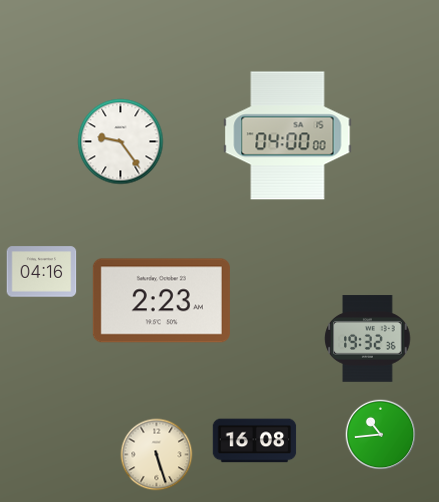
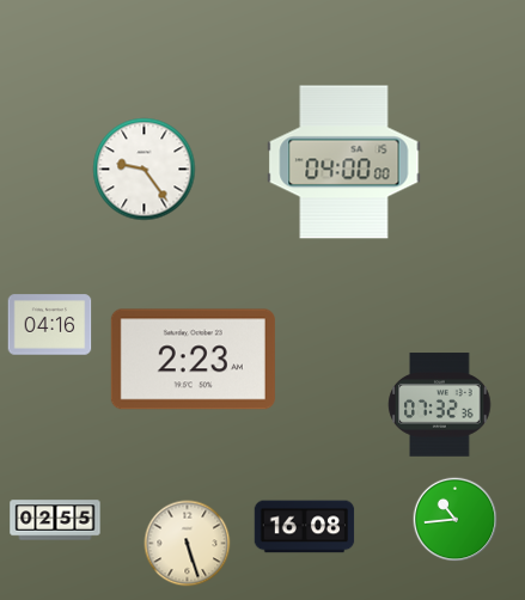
clock at (368, 339): 19:32 -> 07:32
clock at (55, 520): none -> 02:55
